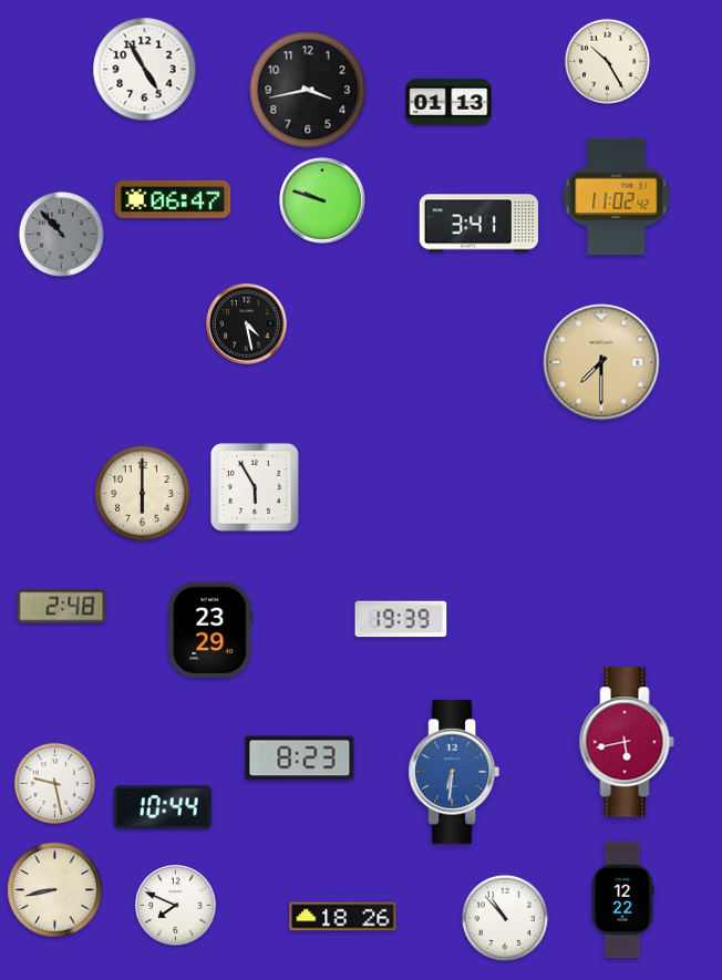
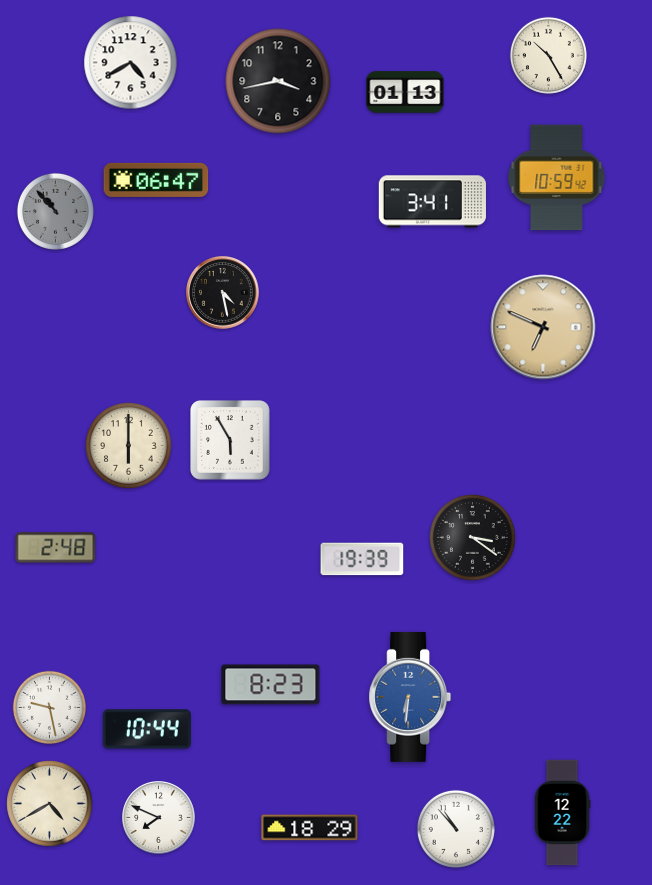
clock at (145, 70): 4:55 -> 4:40
clock at (617, 197): 11:02 -> 10:59
clock at (322, 200): 9:48 -> none
clock at (601, 362): 7:30 -> 6:49
clock at (473, 538): none -> 3:21
clock at (210, 630): 23:29 -> none
clock at (627, 742): 5:43 -> none
clock at (55, 890): 8:43 -> 4:40
clock at (343, 917): 18:26 -> 18:29
